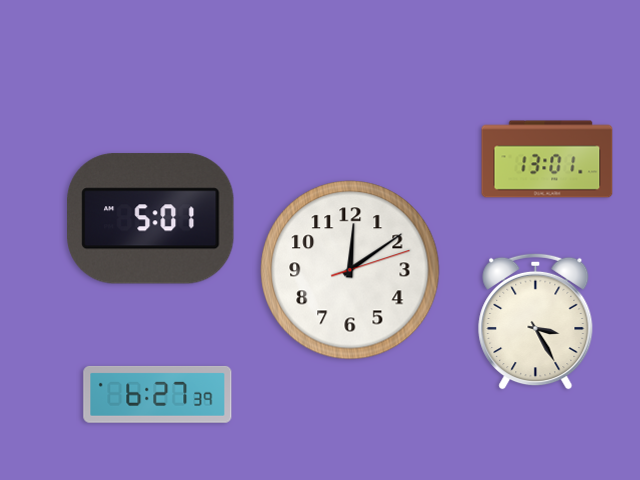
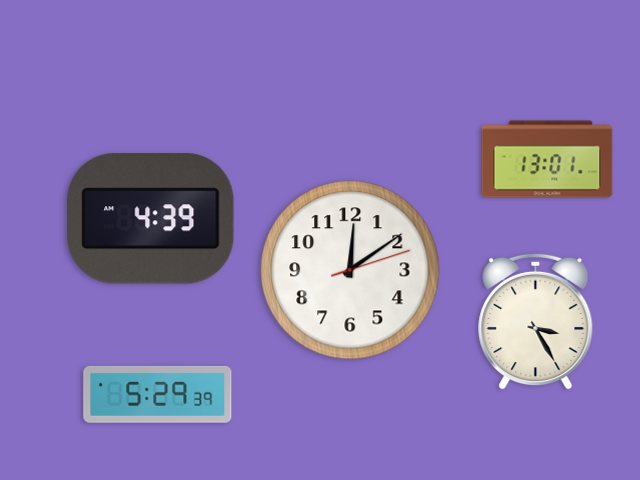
clock at (151, 219): 5:01 -> 4:39
clock at (158, 394): 6:27 -> 5:29
